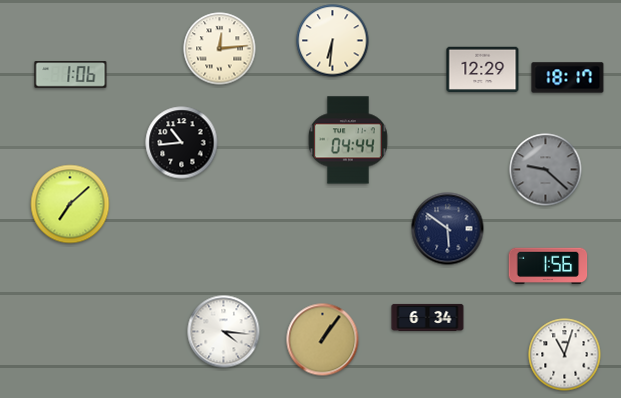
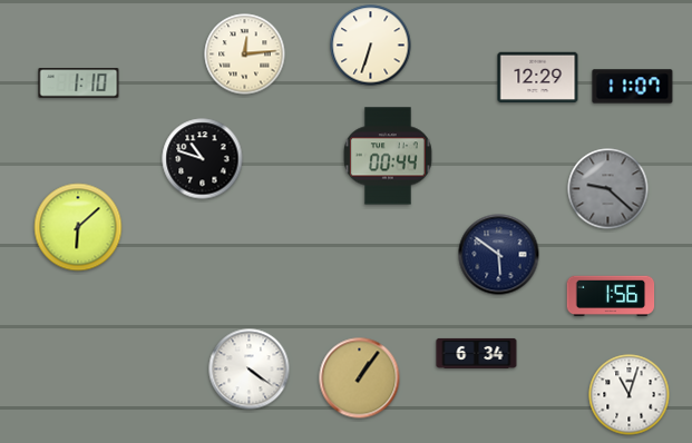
clock at (333, 41): 6:31 -> 6:33
clock at (71, 75): 1:06 -> 1:10
clock at (568, 78): 18:17 -> 11:07
clock at (348, 140): 04:44 -> 00:44
clock at (182, 143): 10:44 -> 10:48
clock at (70, 204): 7:08 -> 6:08
clock at (224, 332): 4:16 -> 4:21
